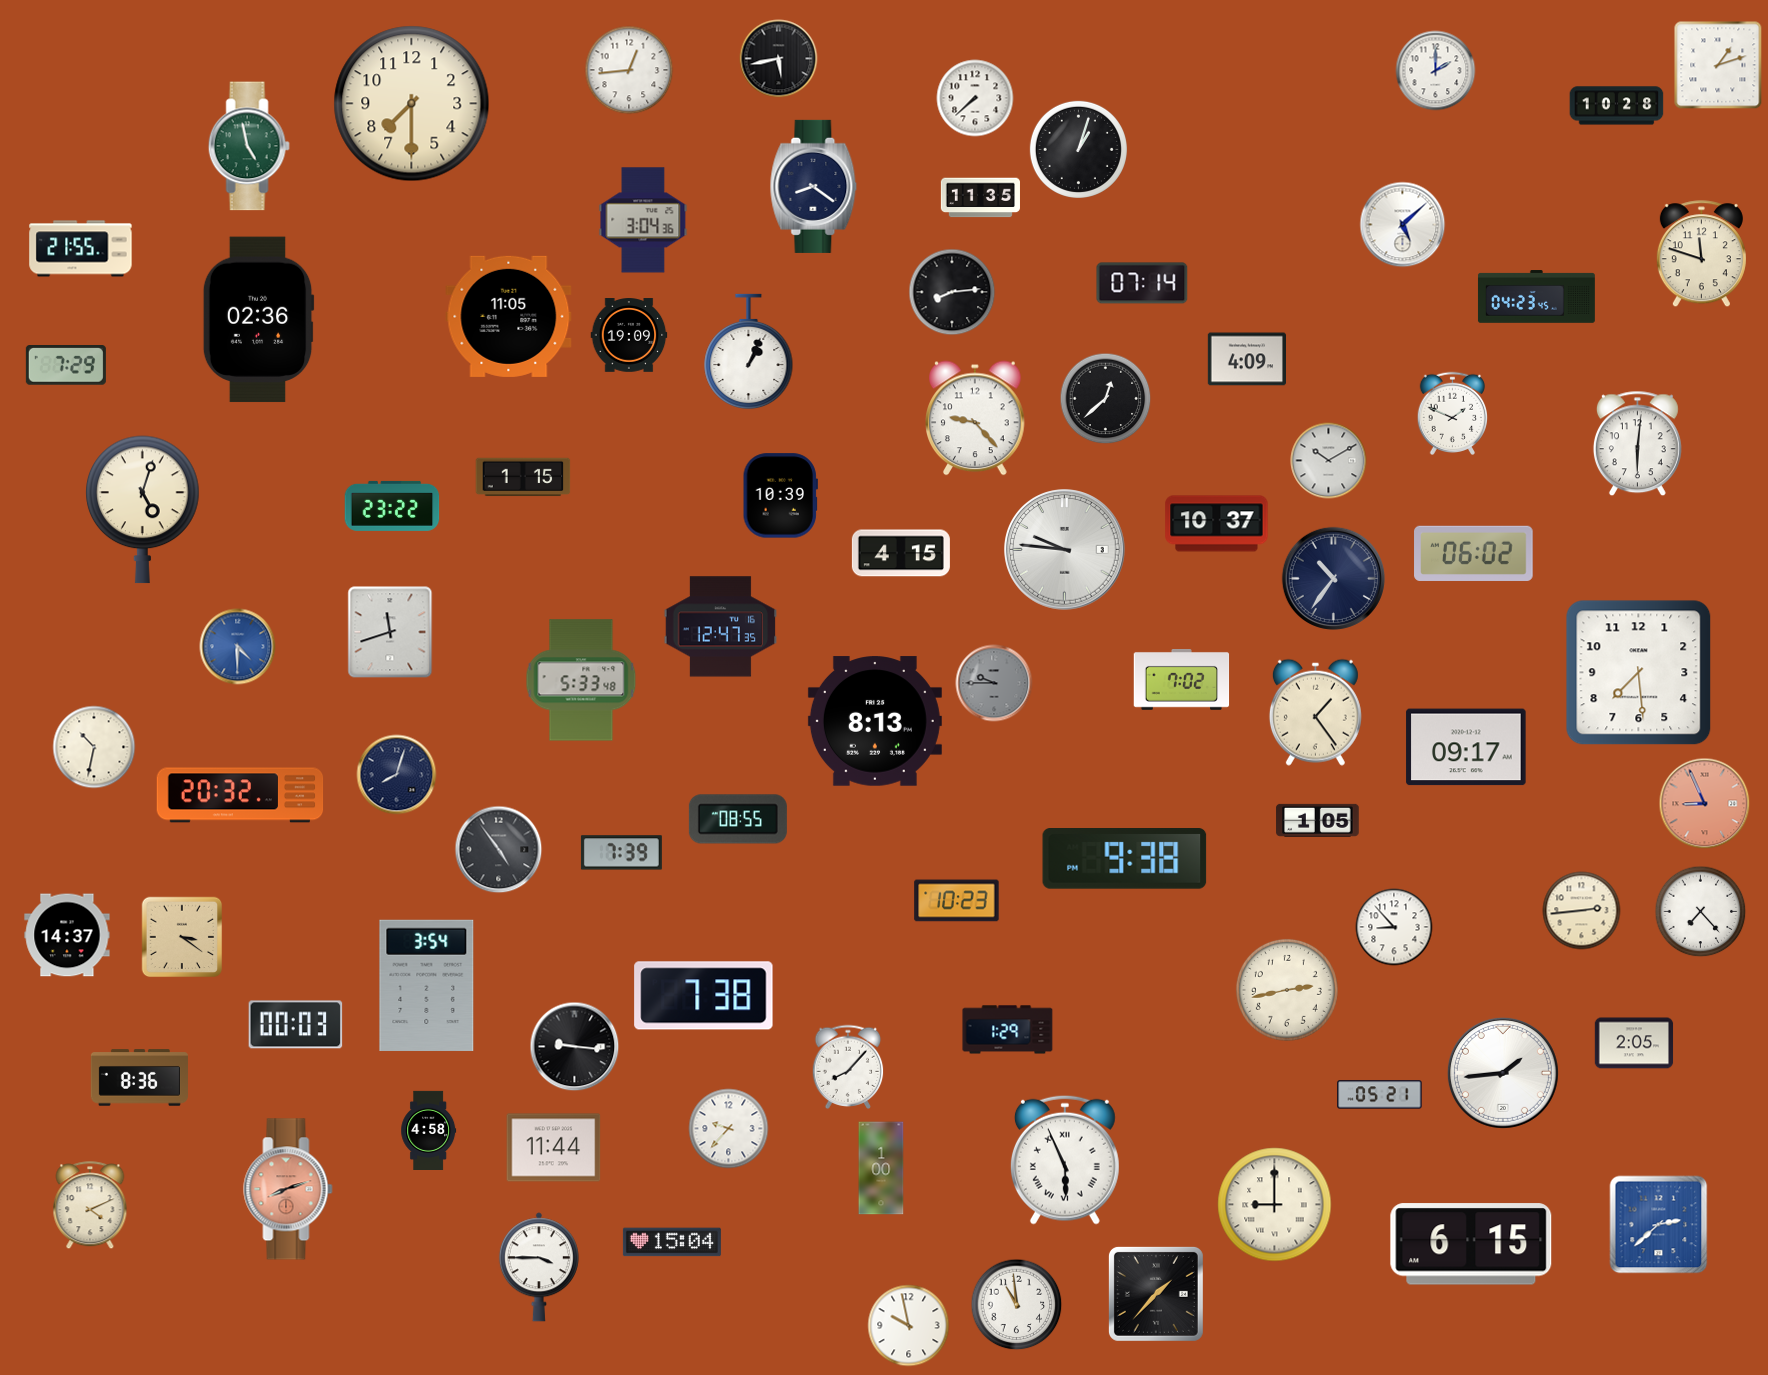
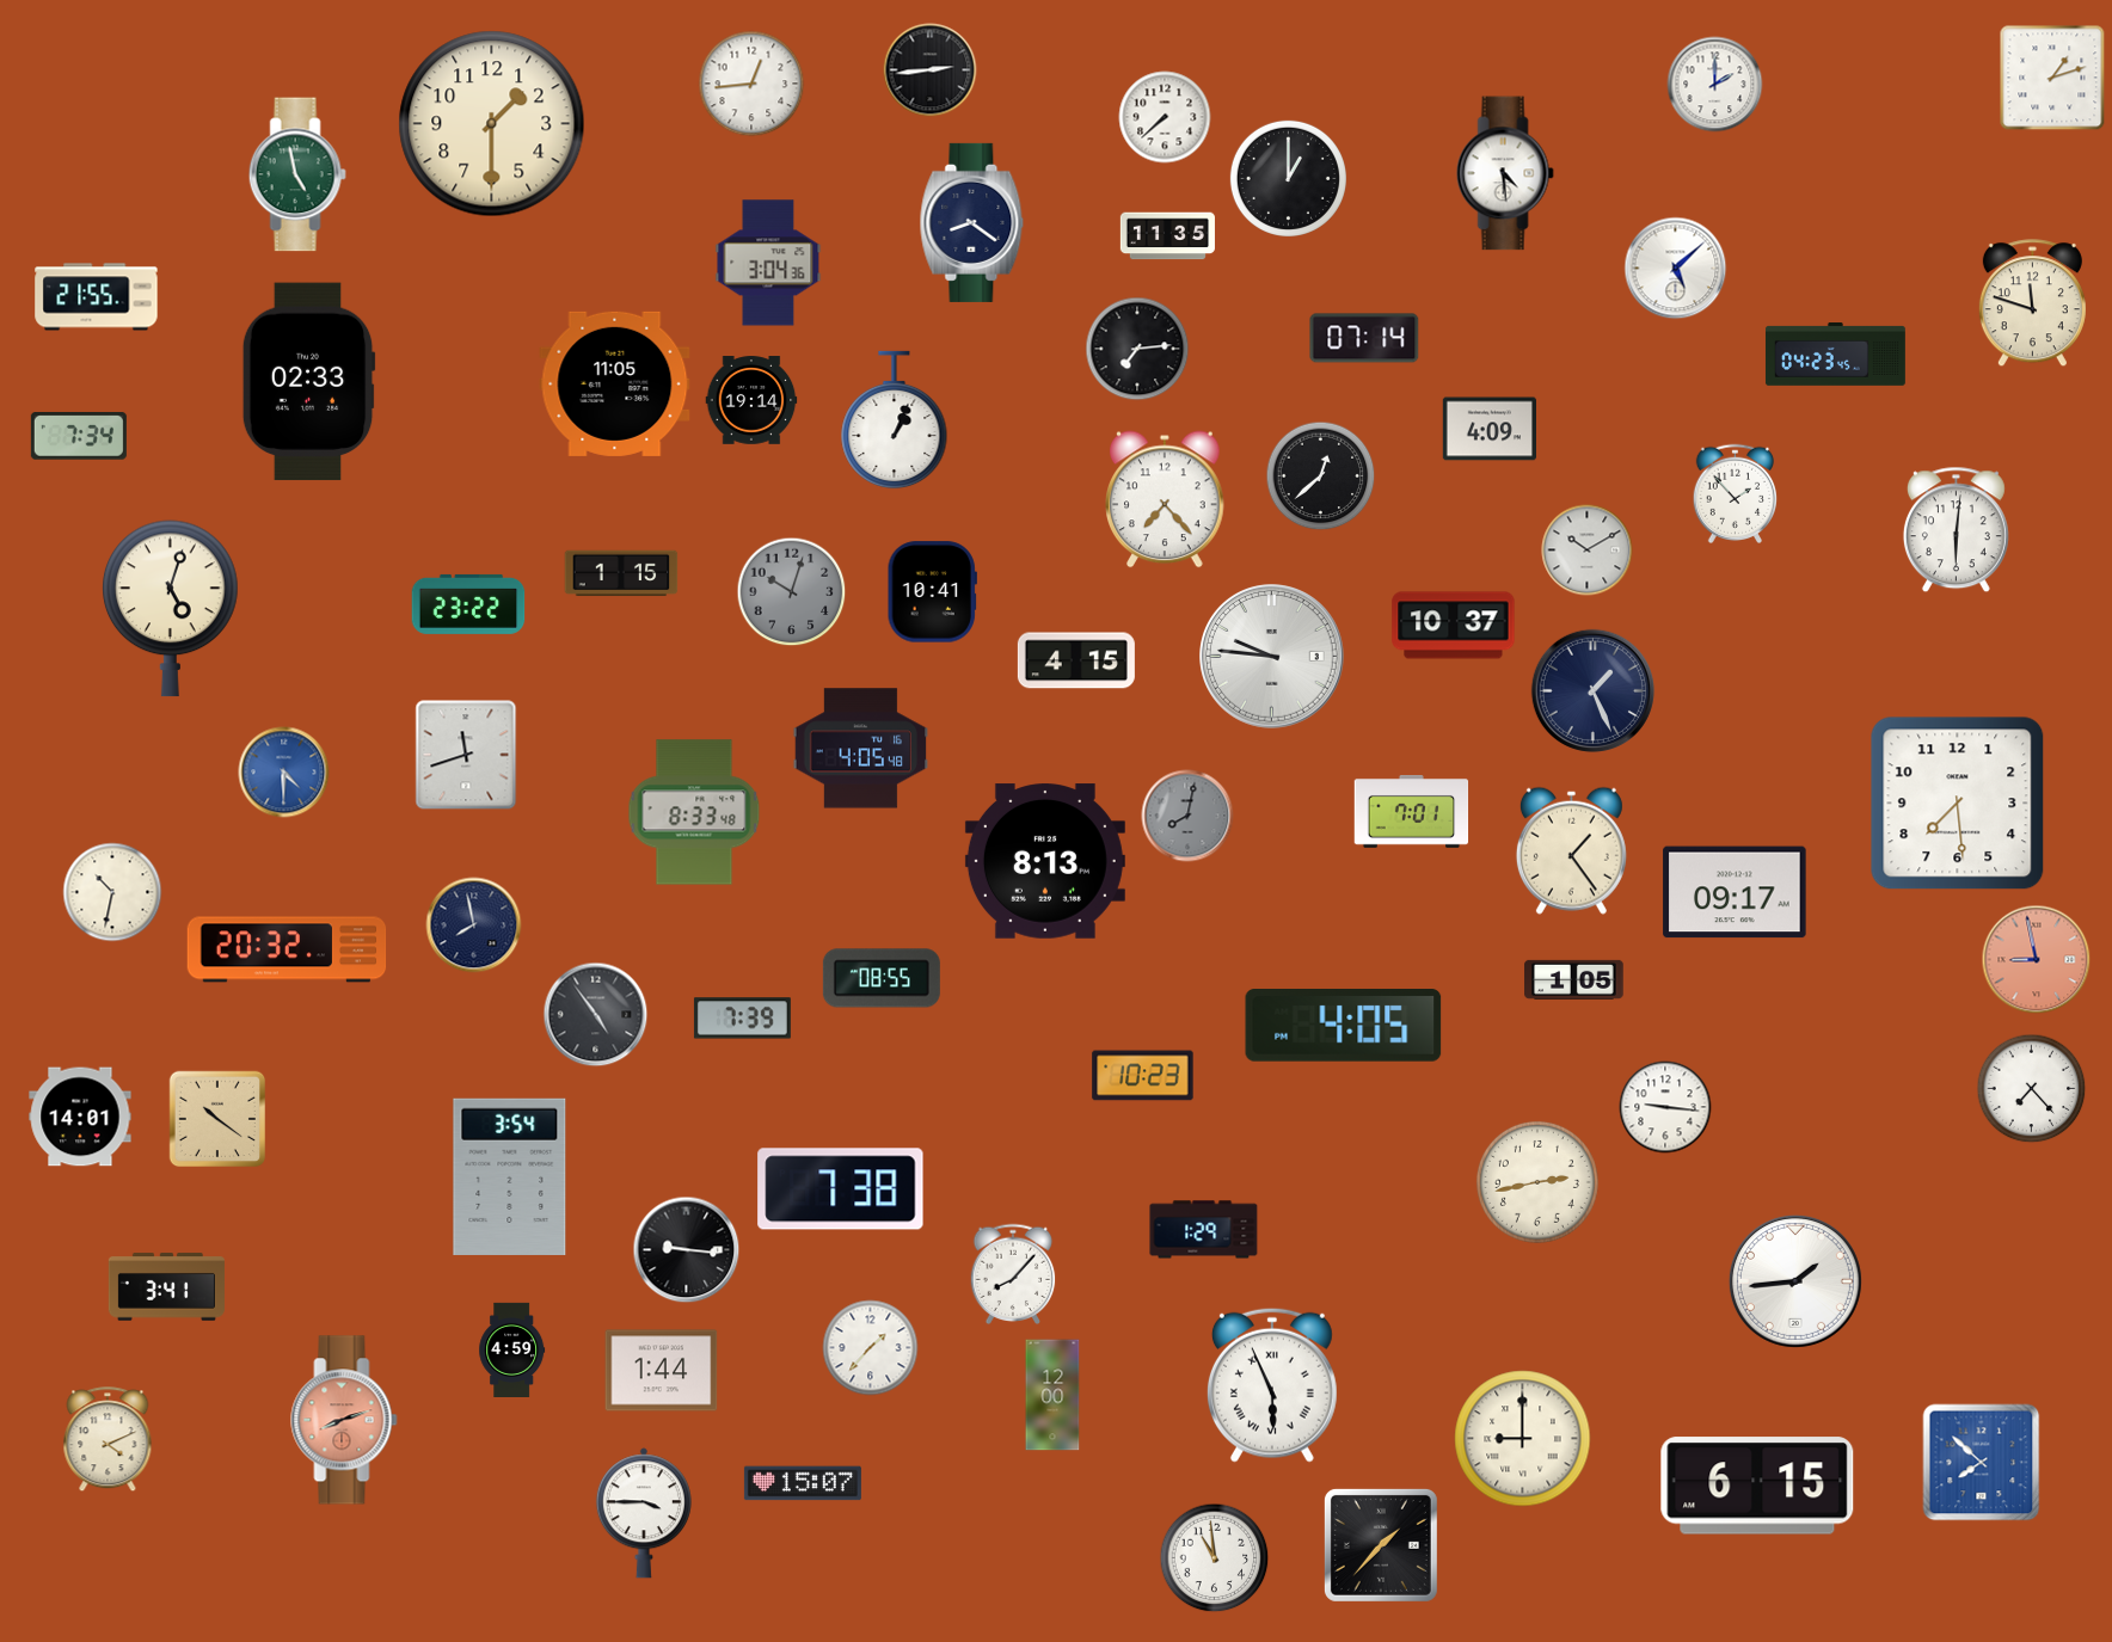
clock at (779, 59): 5:43 -> 2:44
clock at (412, 104): 7:30 -> 1:30
clock at (1617, 106): 10:28 -> none
clock at (1505, 173): none -> 4:29
clock at (1078, 149): 1:03 -> 1:00
clock at (980, 198) position: (980, 198) -> (1167, 236)
clock at (952, 292): 8:14 -> 7:14
clock at (509, 316) position: (509, 316) -> (615, 383)
clock at (258, 320): 02:36 -> 02:33
clock at (629, 335): 19:09 -> 19:14
clock at (66, 366): 7:29 -> 7:34
clock at (1453, 413): 1:49 -> 1:53
clock at (975, 418): 9:23 -> 7:23
clock at (523, 477) position: (523, 477) -> (621, 573)
clock at (792, 592): none -> 10:03
clock at (780, 496): 10:39 -> 10:41
clock at (1474, 553): 06:02 -> none
clock at (1333, 578): 10:36 -> 1:26
clock at (720, 627): 12:47 -> 4:05
clock at (581, 680): 5:33 -> 8:33
clock at (1182, 680): 7:02 -> 7:01
clock at (994, 683): 9:45 -> 8:02
clock at (1466, 747) position: (1466, 747) -> (1735, 892)
clock at (397, 775): 8:03 -> 7:58
clock at (1705, 804): 8:56 -> 8:58
clock at (1125, 859): 9:38 -> 4:05
clock at (1582, 911): 2:44 -> none
clock at (1394, 927): 8:53 -> 9:16
clock at (67, 935): 14:37 -> 14:01
clock at (182, 937): 3:21 -> 10:21
clock at (296, 1025): 00:03 -> none
clock at (1634, 1043): 2:05 -> none
clock at (139, 1078): 8:36 -> 3:41
clock at (1380, 1095): 05:21 -> none
clock at (729, 1129): 9:37 -> 1:37
clock at (429, 1130): 4:58 -> 4:59
clock at (554, 1148): 11:44 -> 1:44
clock at (881, 1168): 1:00 -> 12:00
clock at (1659, 1225): 2:38 -> 7:52
clock at (672, 1242): 15:04 -> 15:07
clock at (909, 1326): 9:58 -> none
